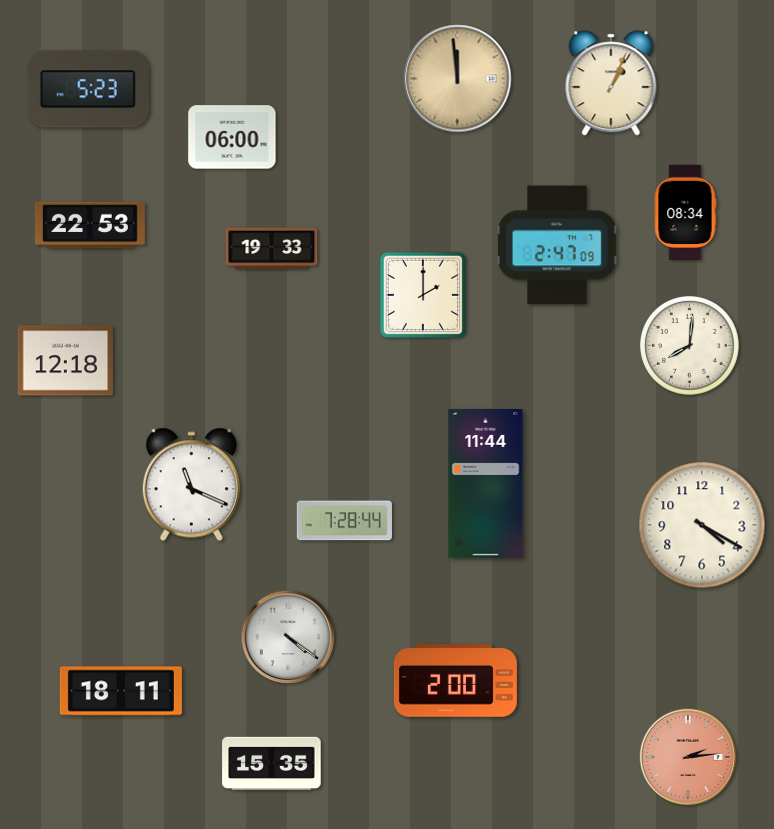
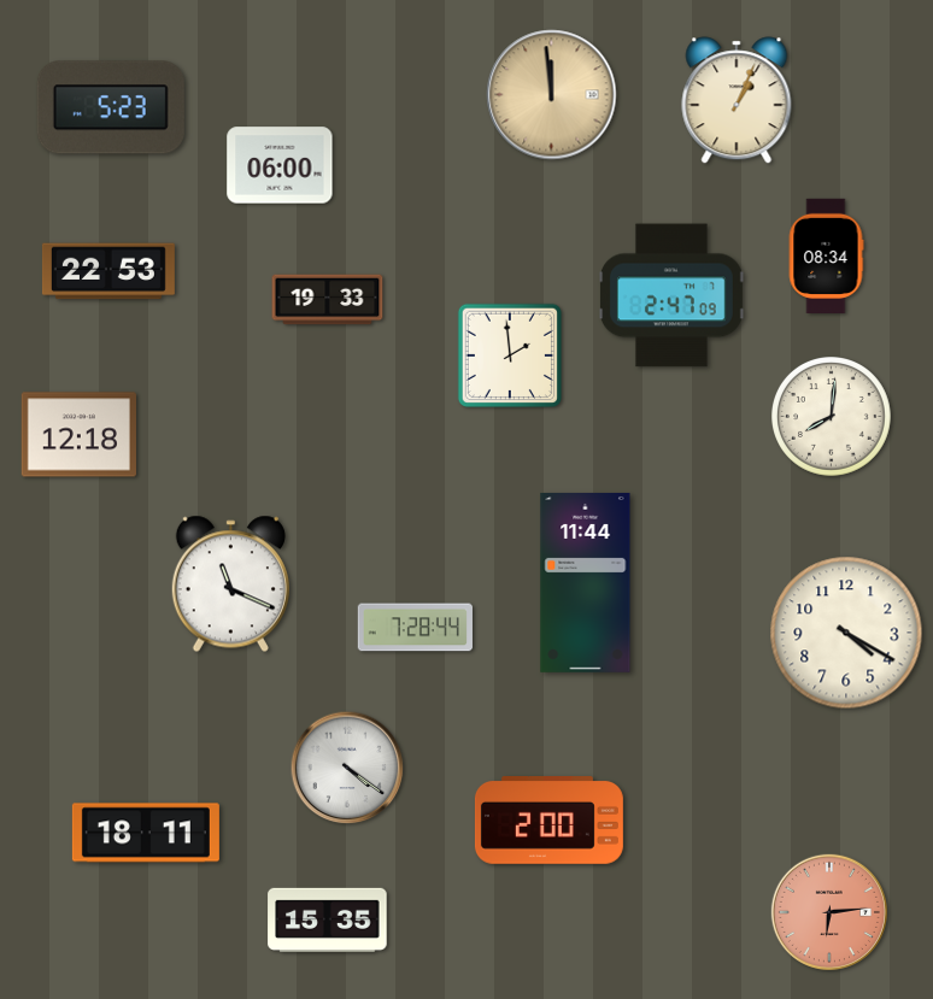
clock at (88, 89) position: (88, 89) -> (111, 107)
clock at (423, 295): 2:00 -> 1:59
clock at (687, 756): 2:14 -> 6:14
